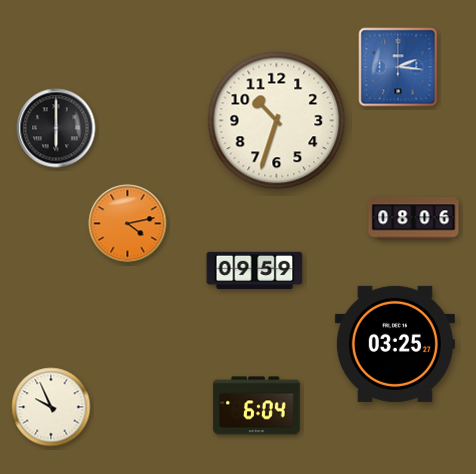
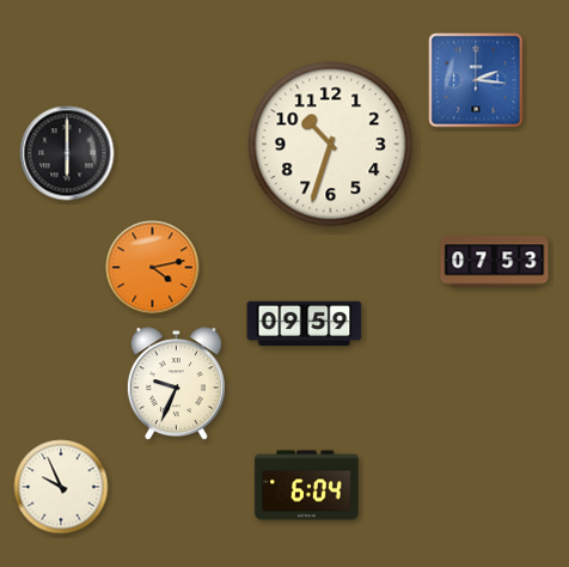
clock at (414, 219): 08:06 -> 07:53
clock at (176, 384): none -> 9:34
clock at (395, 344): 03:25 -> none
